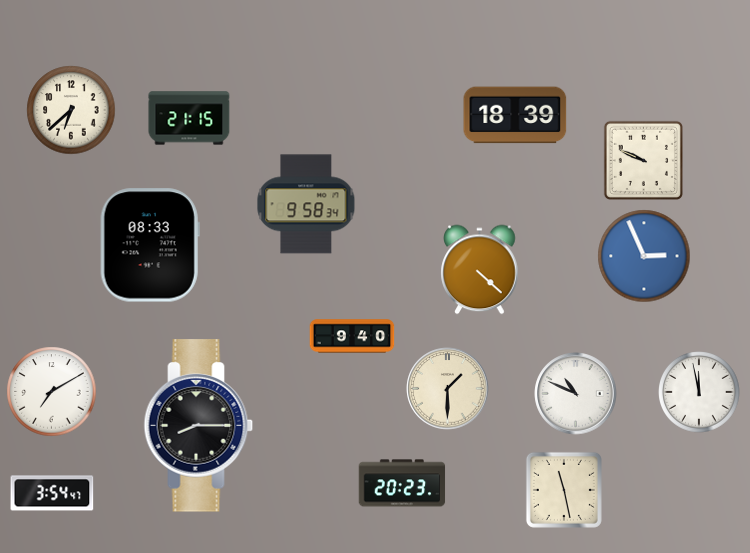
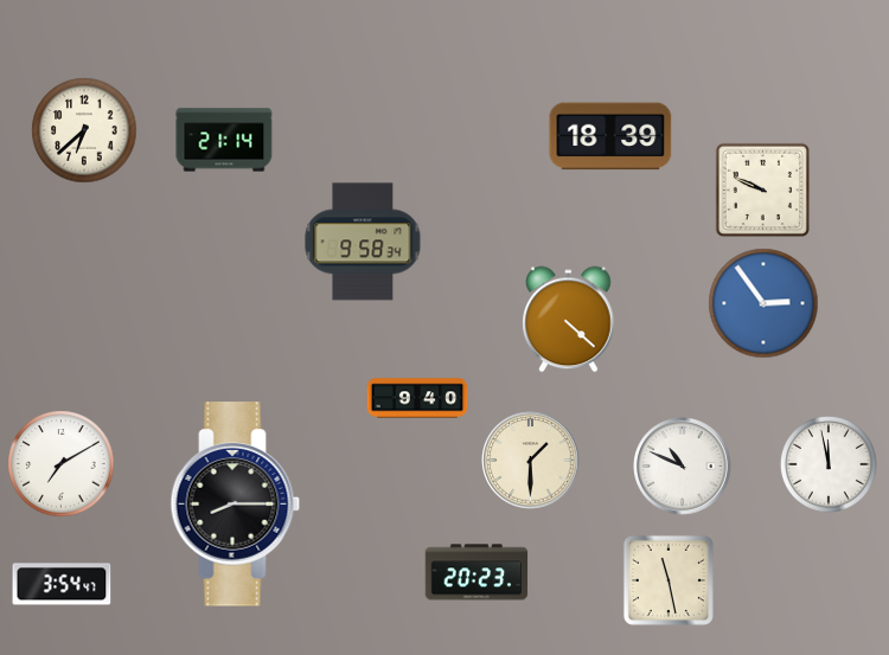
clock at (189, 118): 21:15 -> 21:14
clock at (150, 245): 08:33 -> none
clock at (644, 256): 2:56 -> 2:54
